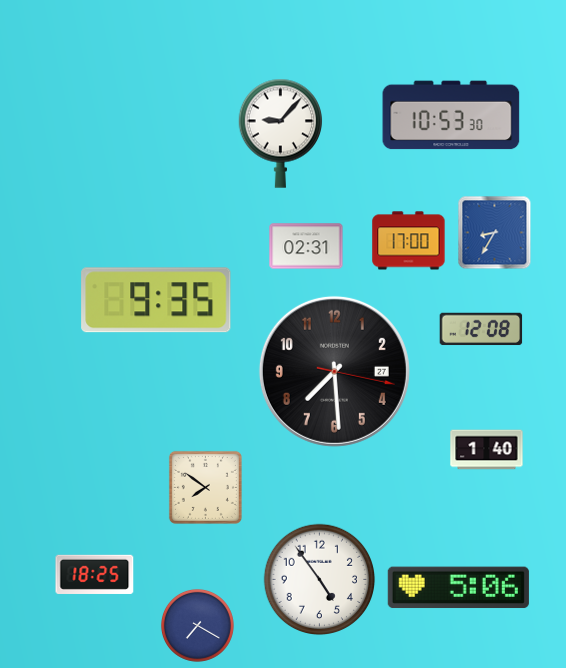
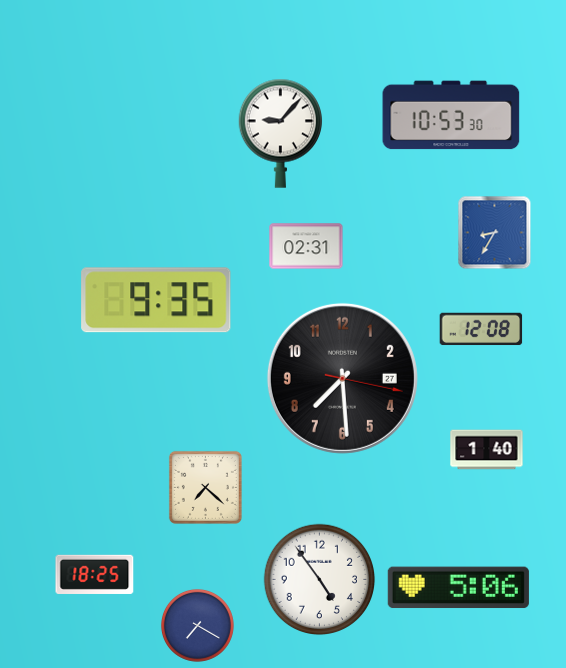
clock at (409, 241): 17:00 -> none
clock at (334, 371) position: (334, 371) -> (342, 378)
clock at (205, 487): 7:51 -> 7:22
